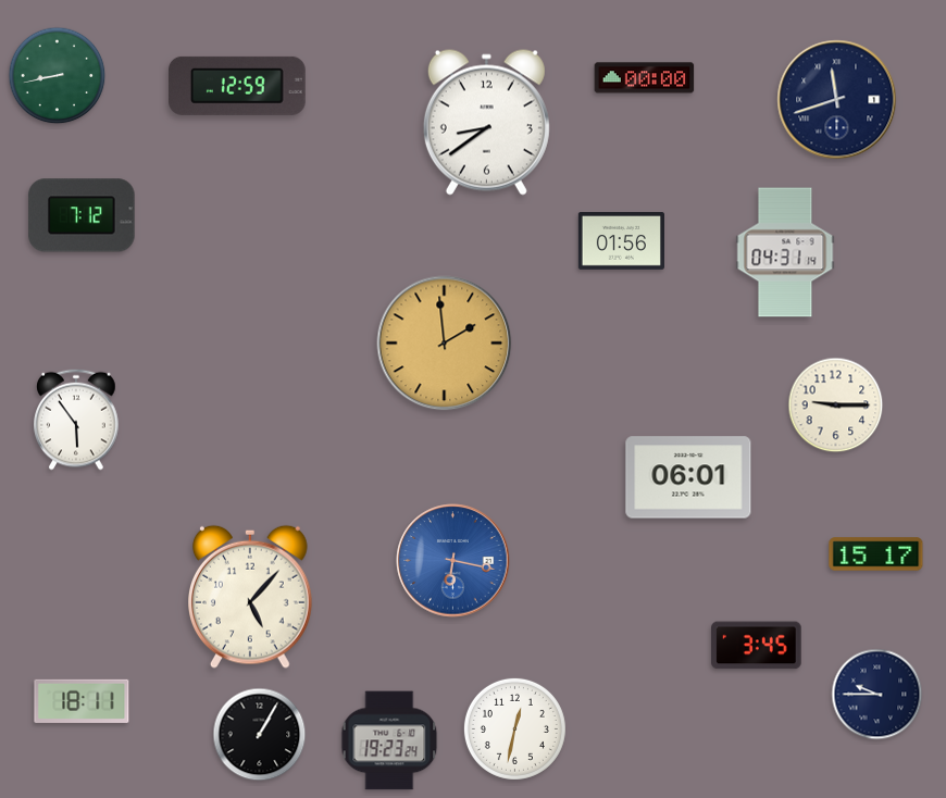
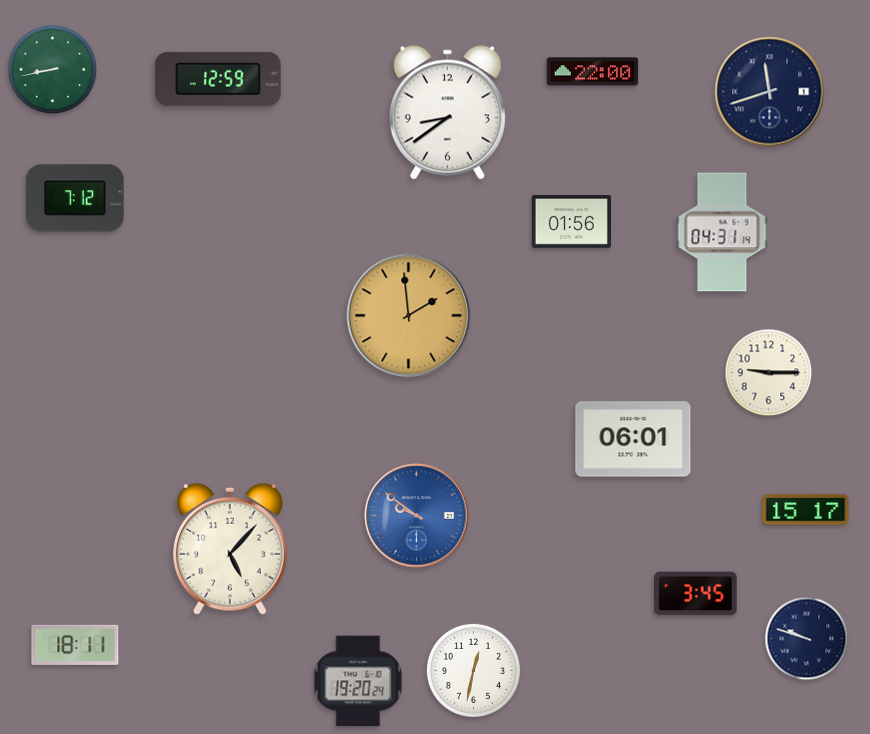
clock at (645, 78): 00:00 -> 22:00
clock at (76, 420): 5:54 -> none
clock at (453, 561): 6:17 -> 9:51
clock at (877, 695): 9:45 -> 9:48
clock at (260, 735): 1:05 -> none
clock at (389, 740): 19:23 -> 19:20
